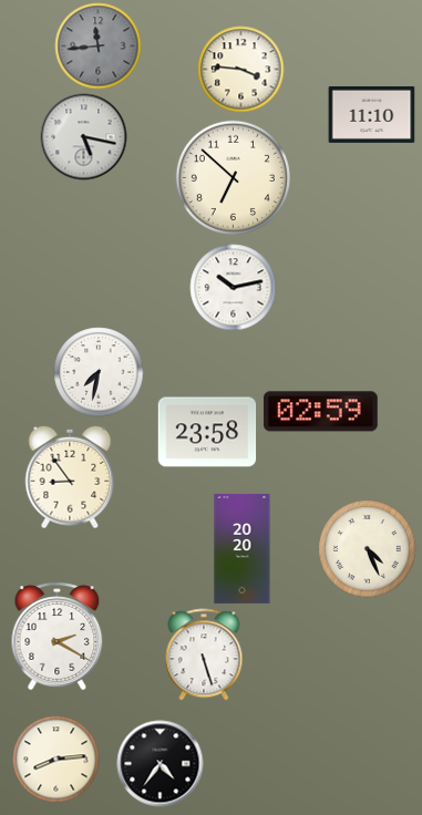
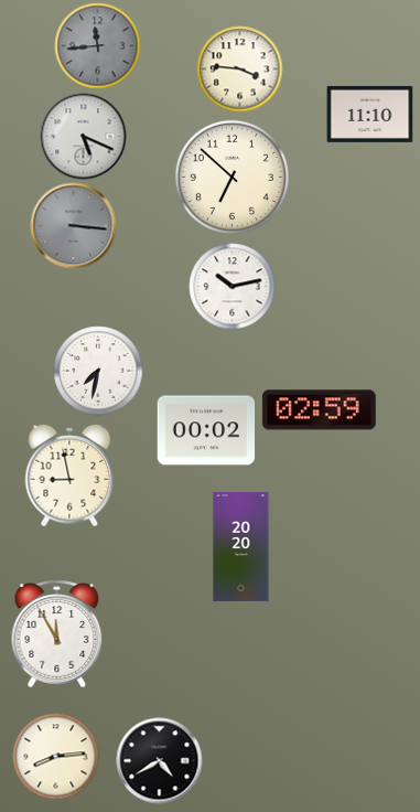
clock at (83, 136): 5:17 -> 5:19
clock at (73, 225): none -> 3:16
clock at (207, 432): 23:58 -> 00:02
clock at (70, 477): 8:54 -> 8:58
clock at (367, 548): 4:26 -> none
clock at (58, 636): 2:20 -> 11:55
clock at (204, 654): 5:27 -> none
clock at (159, 763): 4:36 -> 4:40
